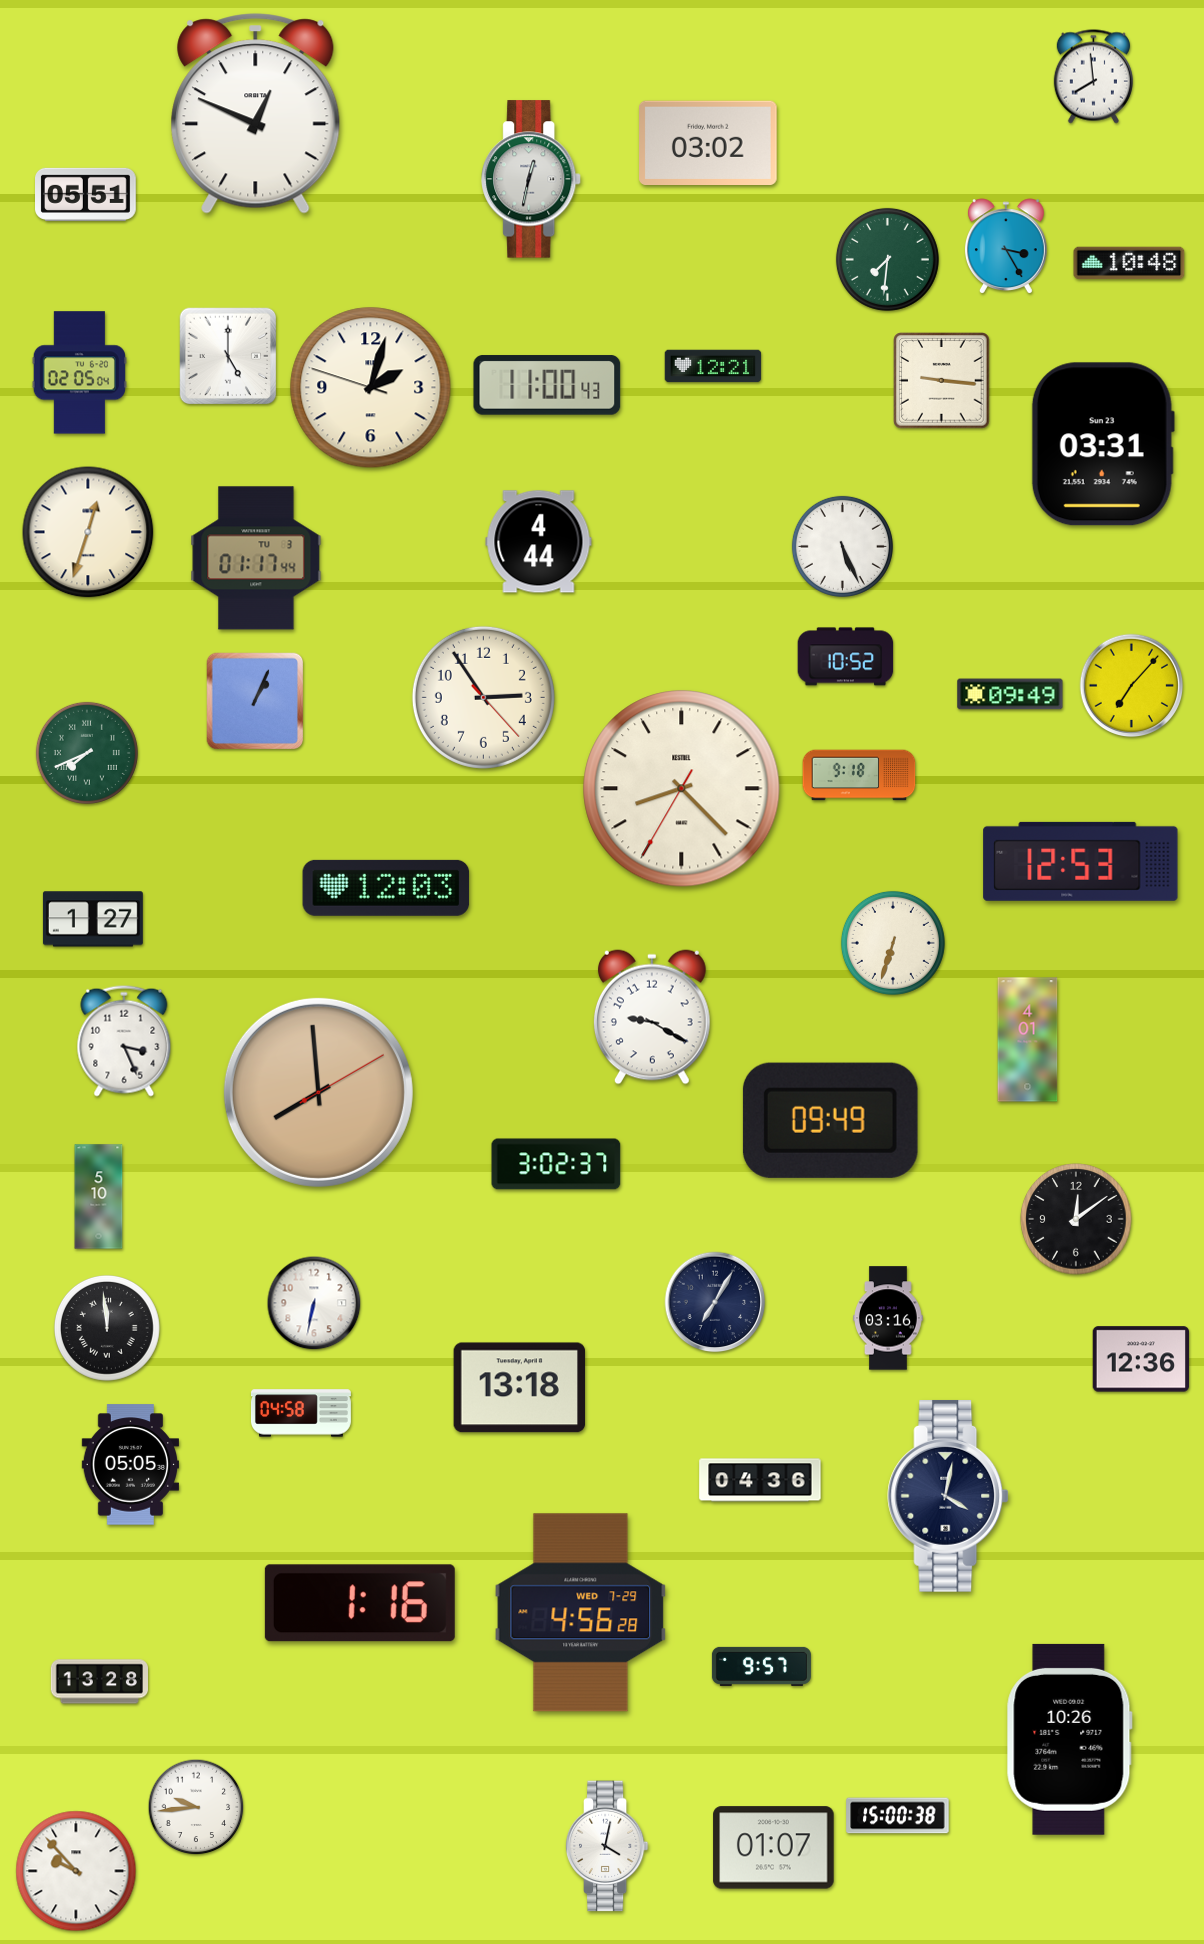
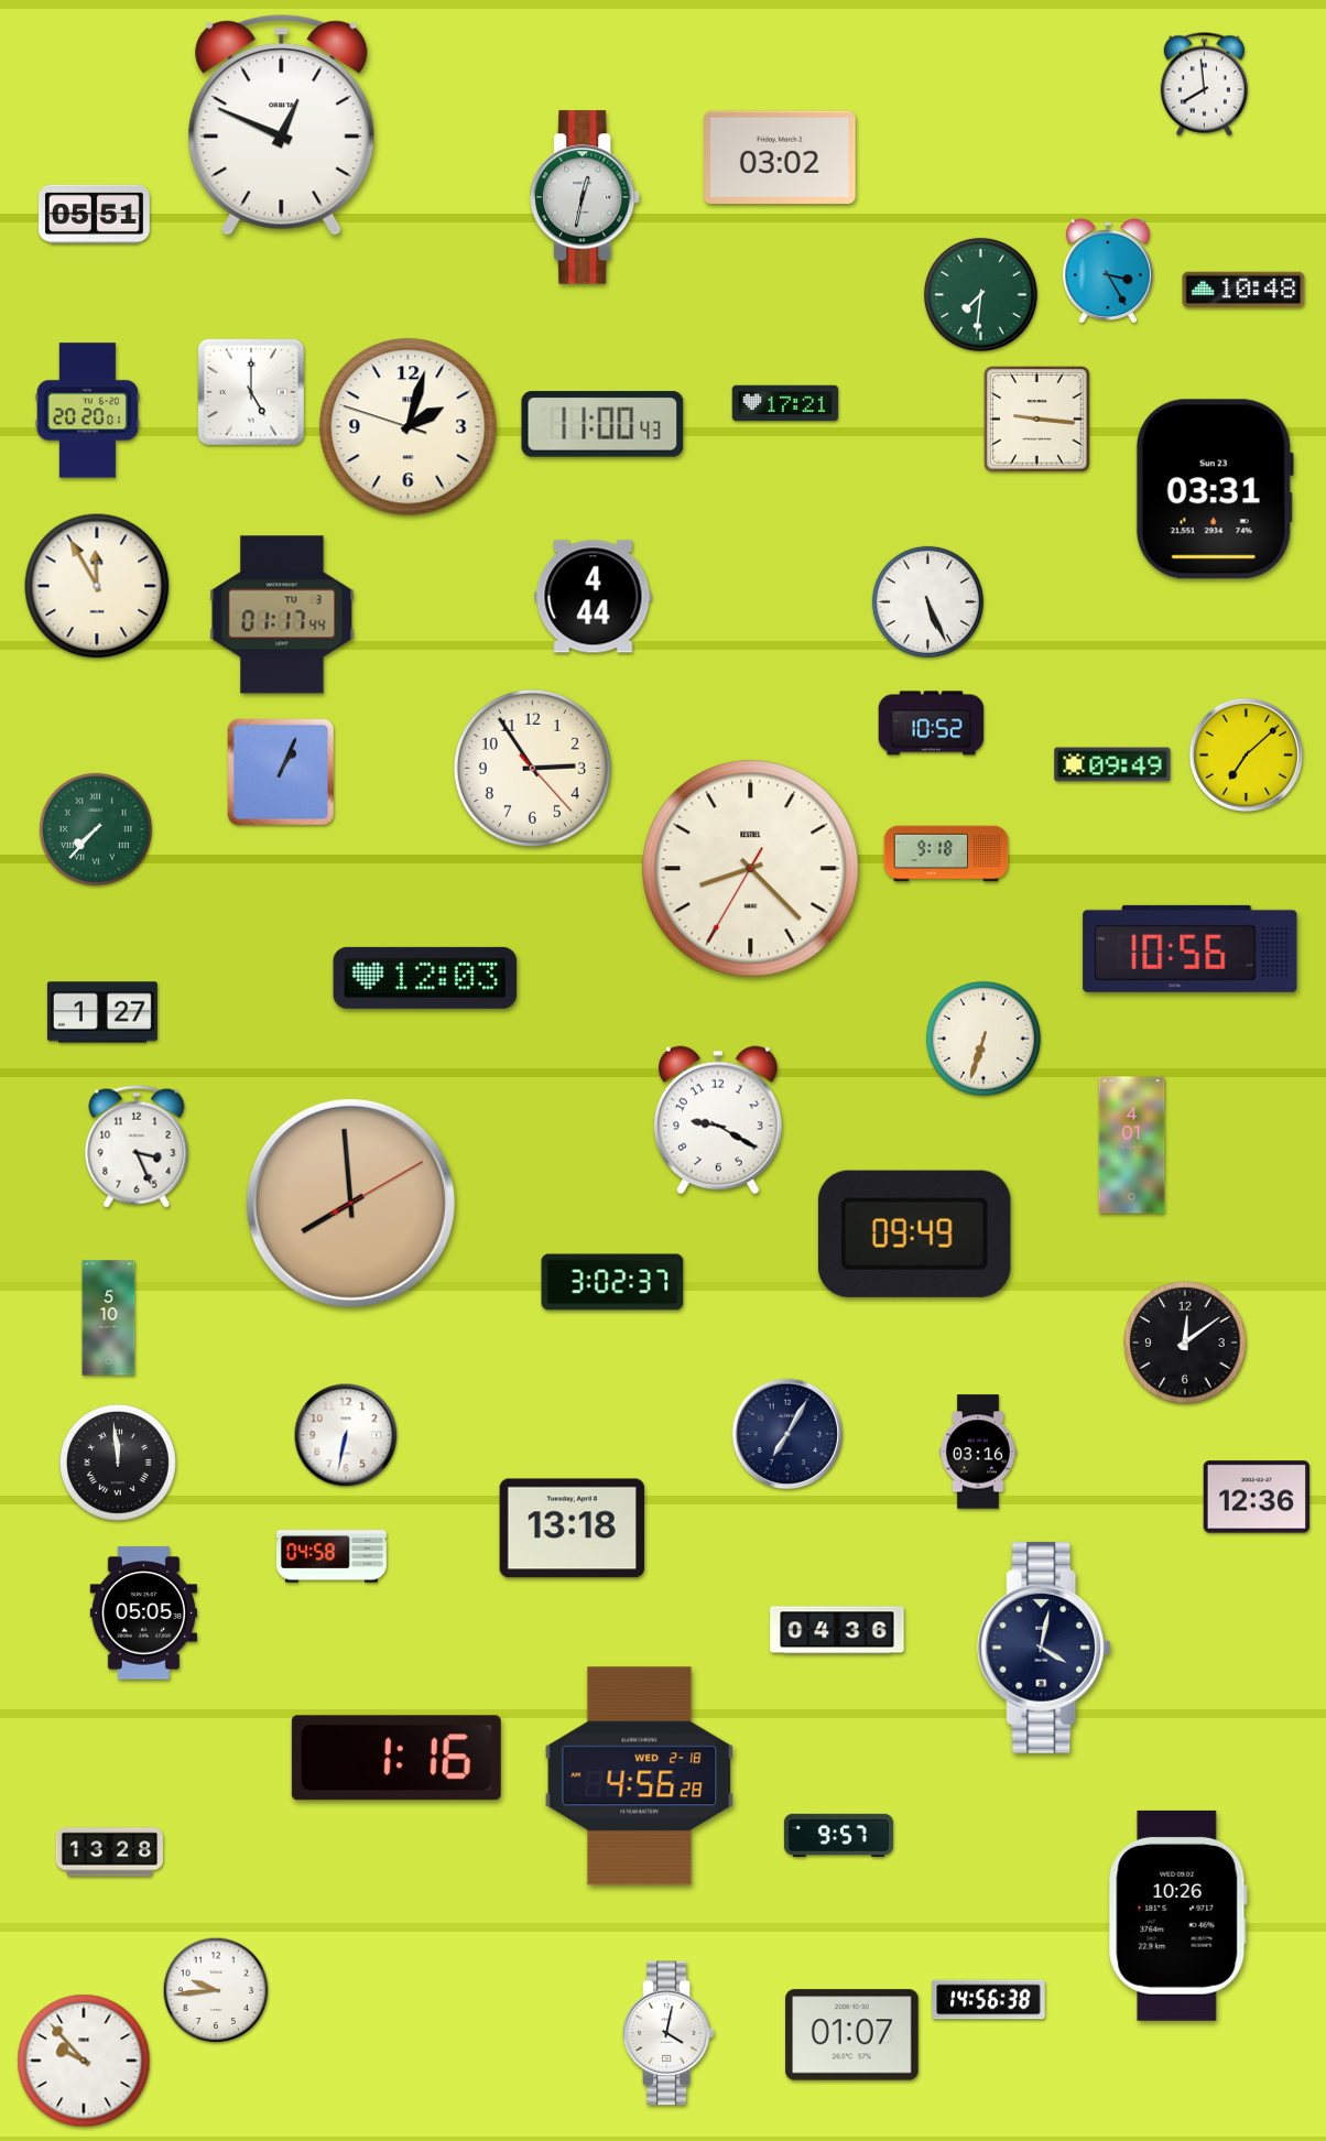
clock at (887, 259) position: (887, 259) -> (980, 294)
clock at (713, 366): 12:21 -> 17:21
clock at (79, 373): 02:05 -> 20:20
clock at (88, 532): 12:33 -> 11:55
clock at (1132, 686): 7:07 -> 7:08
clock at (87, 753): 7:41 -> 7:37
clock at (1081, 861): 12:53 -> 10:56
clock at (360, 1603) position: (360, 1603) -> (396, 1758)
clock at (581, 1613) date: WED 7-29 -> WED 2-18
clock at (898, 1816): 15:00 -> 14:56
